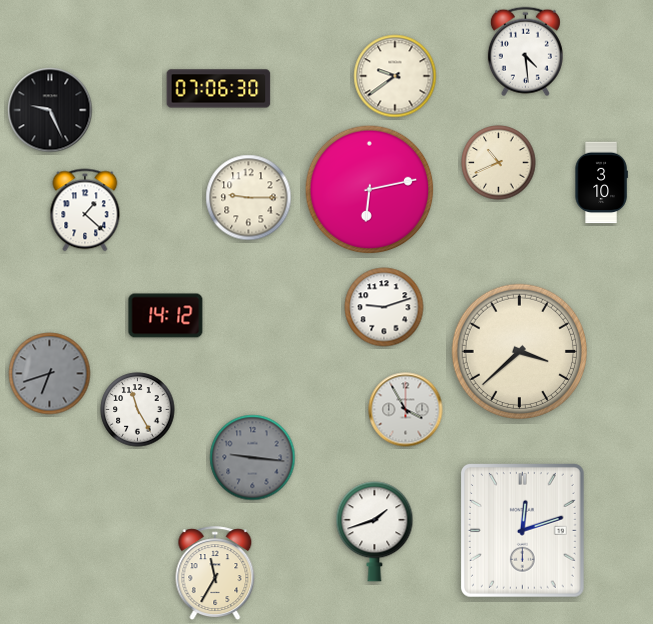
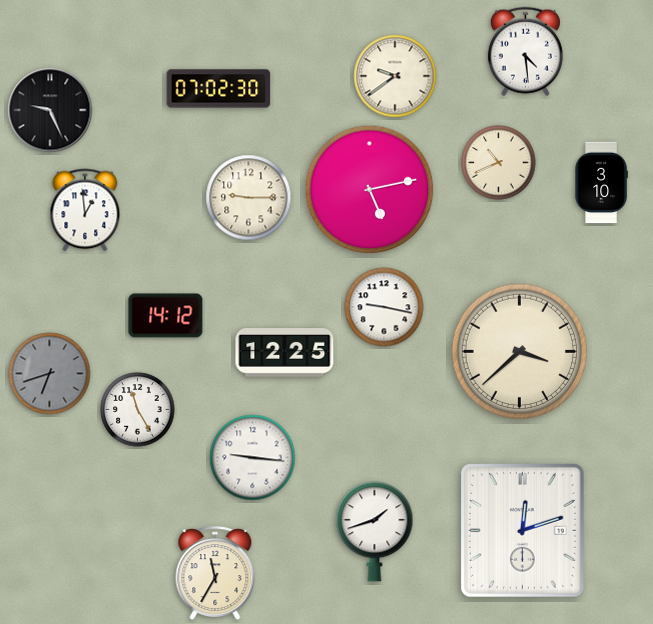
clock at (219, 89): 07:06 -> 07:02
clock at (370, 190): 6:13 -> 5:13
clock at (85, 210): 1:22 -> 12:59
clock at (384, 307): 9:12 -> 9:17
clock at (285, 353): none -> 12:25
clock at (406, 410): 3:55 -> none
clock at (253, 458) dial: grey -> white
